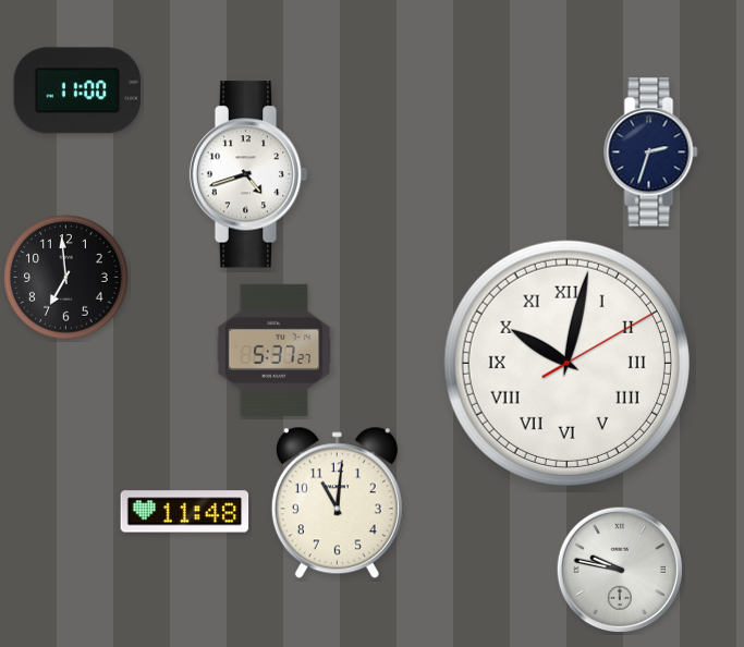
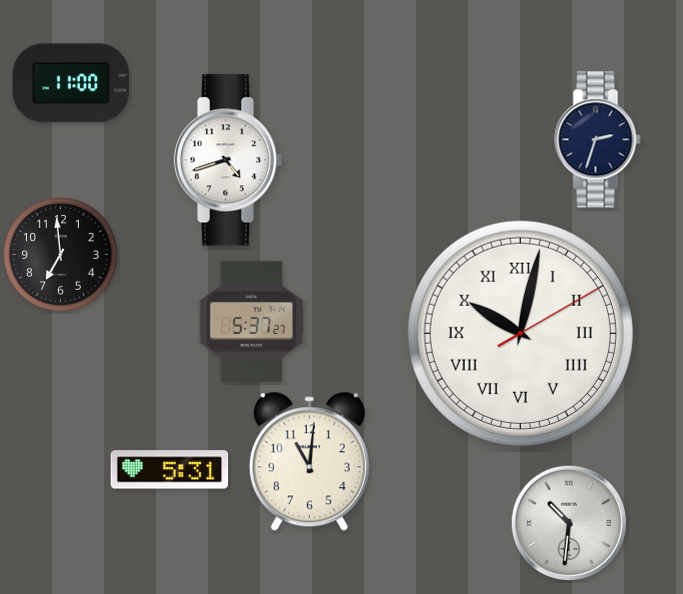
clock at (185, 512): 11:48 -> 5:31
clock at (619, 569): 9:47 -> 10:31
